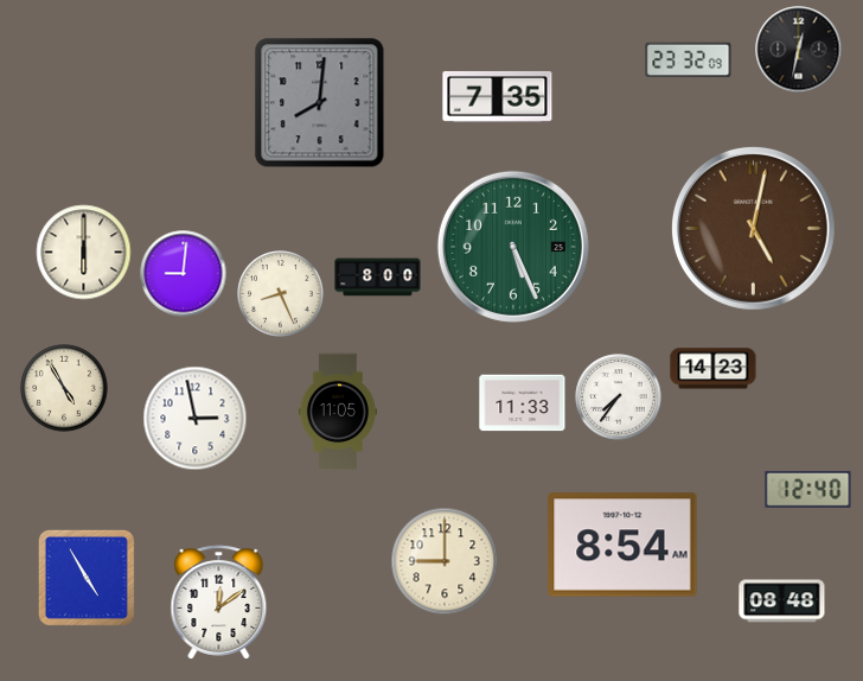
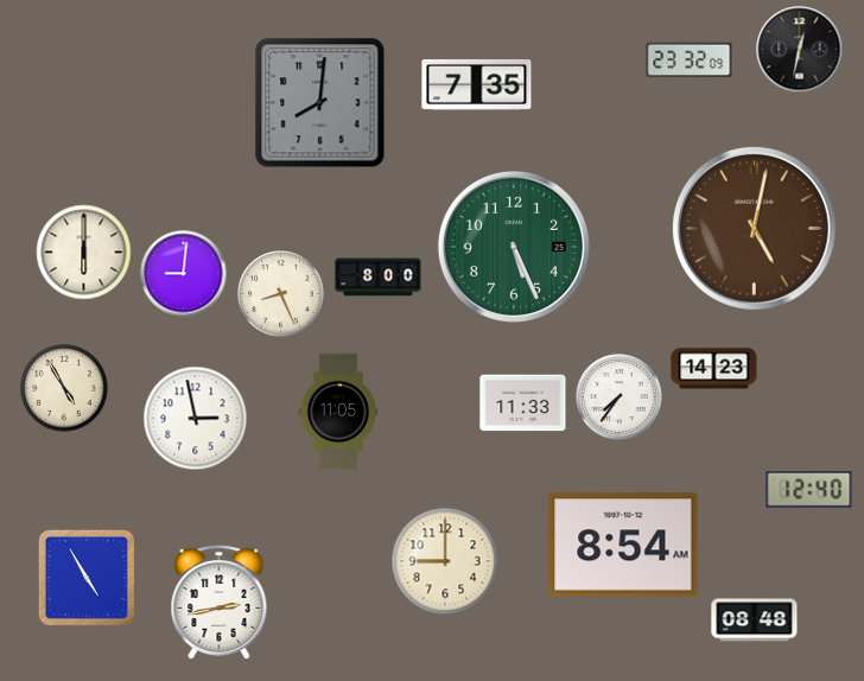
clock at (498, 96) position: (498, 96) -> (477, 84)
clock at (782, 602) position: (782, 602) -> (755, 620)
clock at (219, 603): 12:09 -> 2:43
